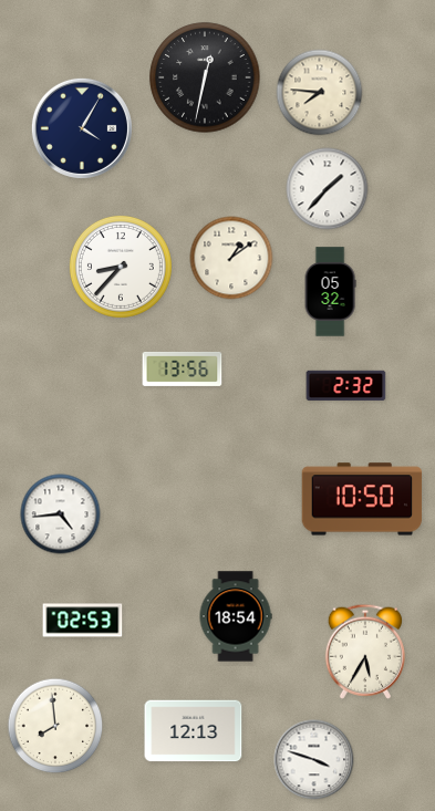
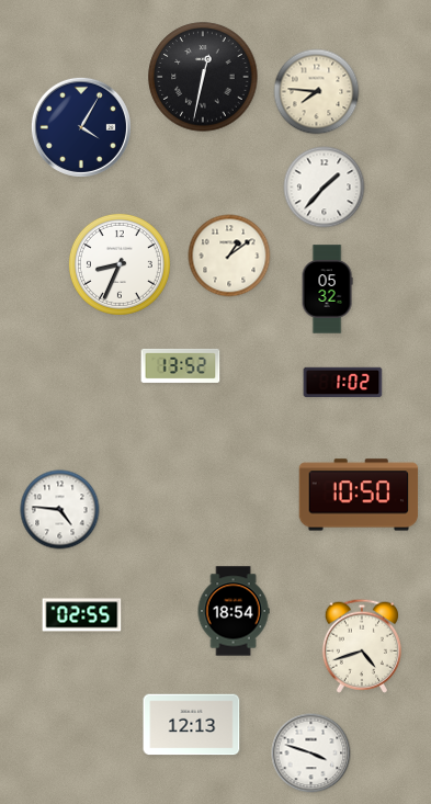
clock at (121, 267): 8:37 -> 8:34
clock at (183, 368): 13:56 -> 13:52
clock at (346, 386): 2:32 -> 1:02
clock at (61, 514): 4:44 -> 4:46
clock at (83, 621): 02:53 -> 02:55
clock at (364, 652): 5:35 -> 4:42
clock at (55, 726): 7:59 -> none
